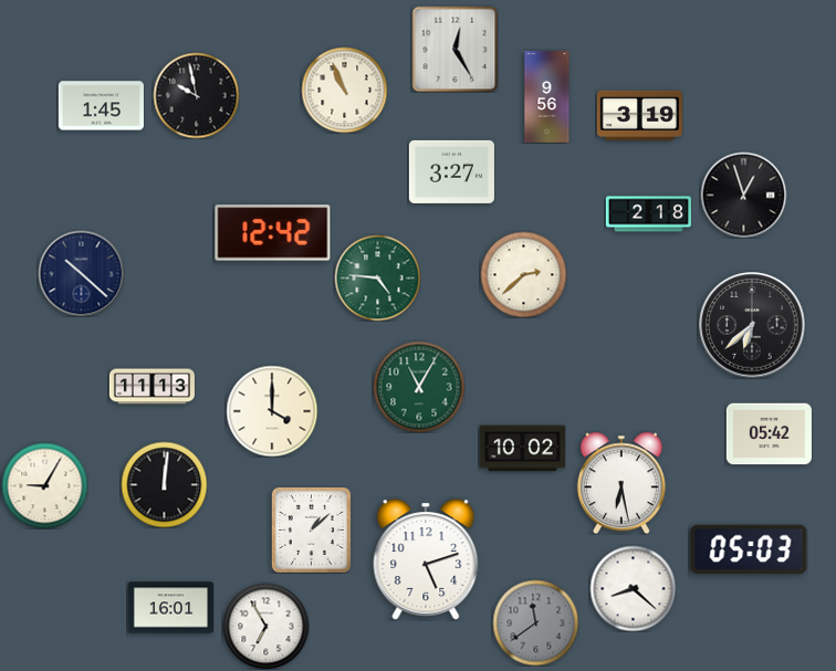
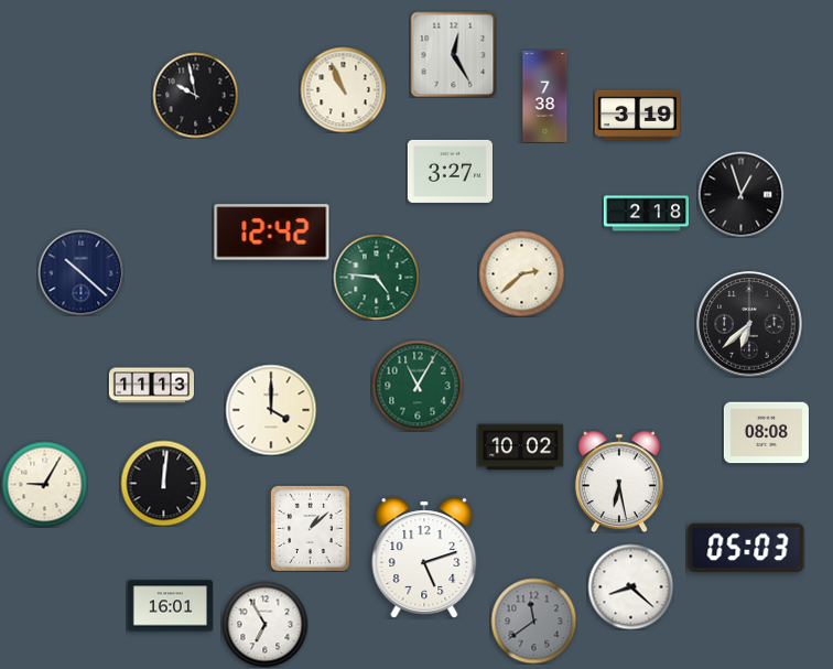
clock at (454, 49) position: (454, 49) -> (453, 54)
clock at (547, 97): 9:56 -> 7:38
clock at (101, 106): 1:45 -> none
clock at (769, 434): 05:42 -> 08:08
